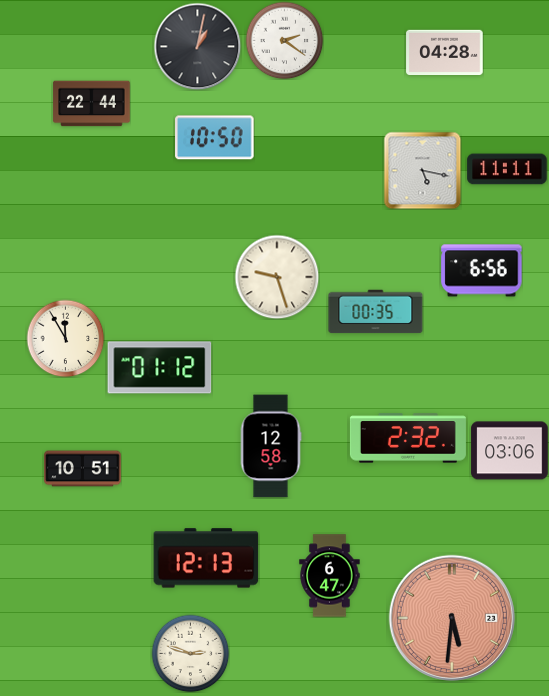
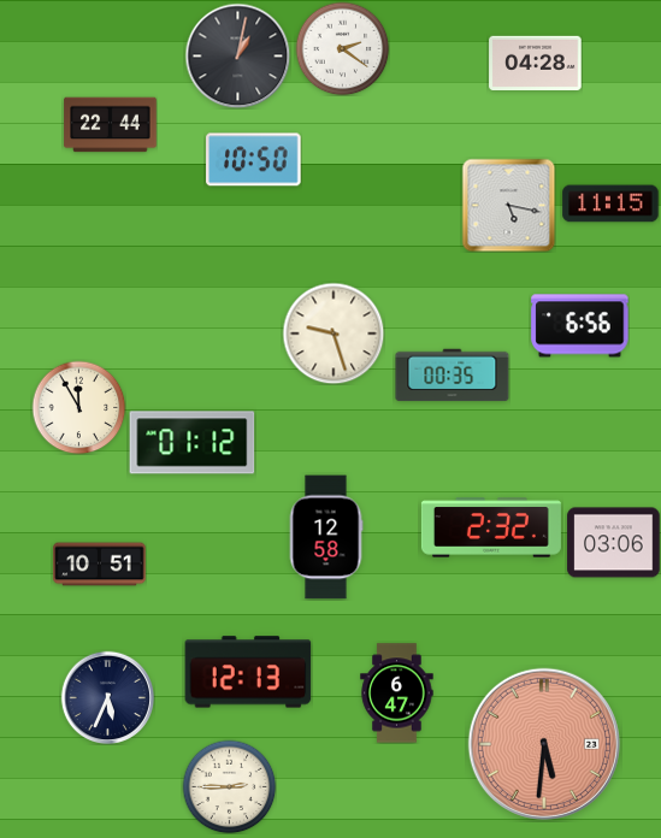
clock at (215, 138) position: (215, 138) -> (254, 160)
clock at (507, 169): 11:11 -> 11:15
clock at (107, 697): none -> 5:34
clock at (190, 653): 2:48 -> 2:45
